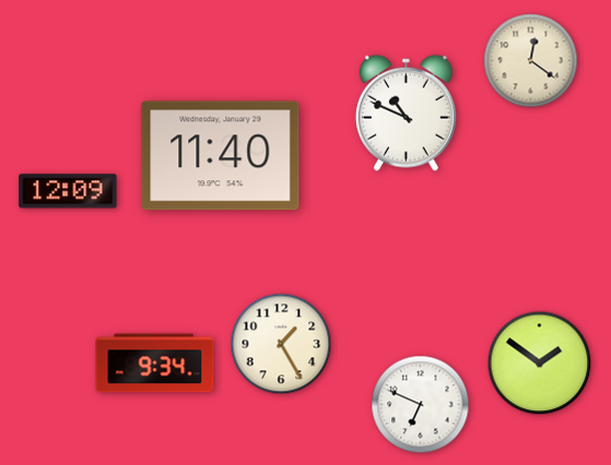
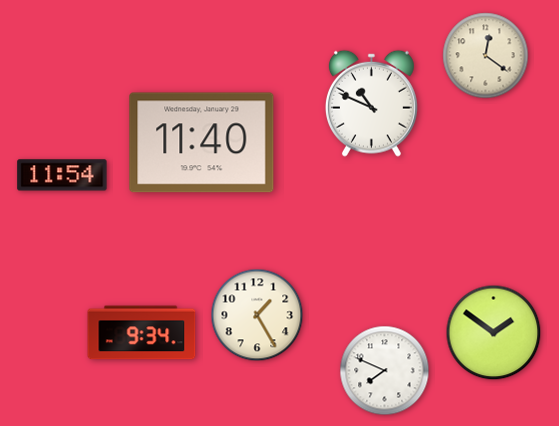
clock at (68, 191): 12:09 -> 11:54
clock at (421, 405): 6:49 -> 7:49
